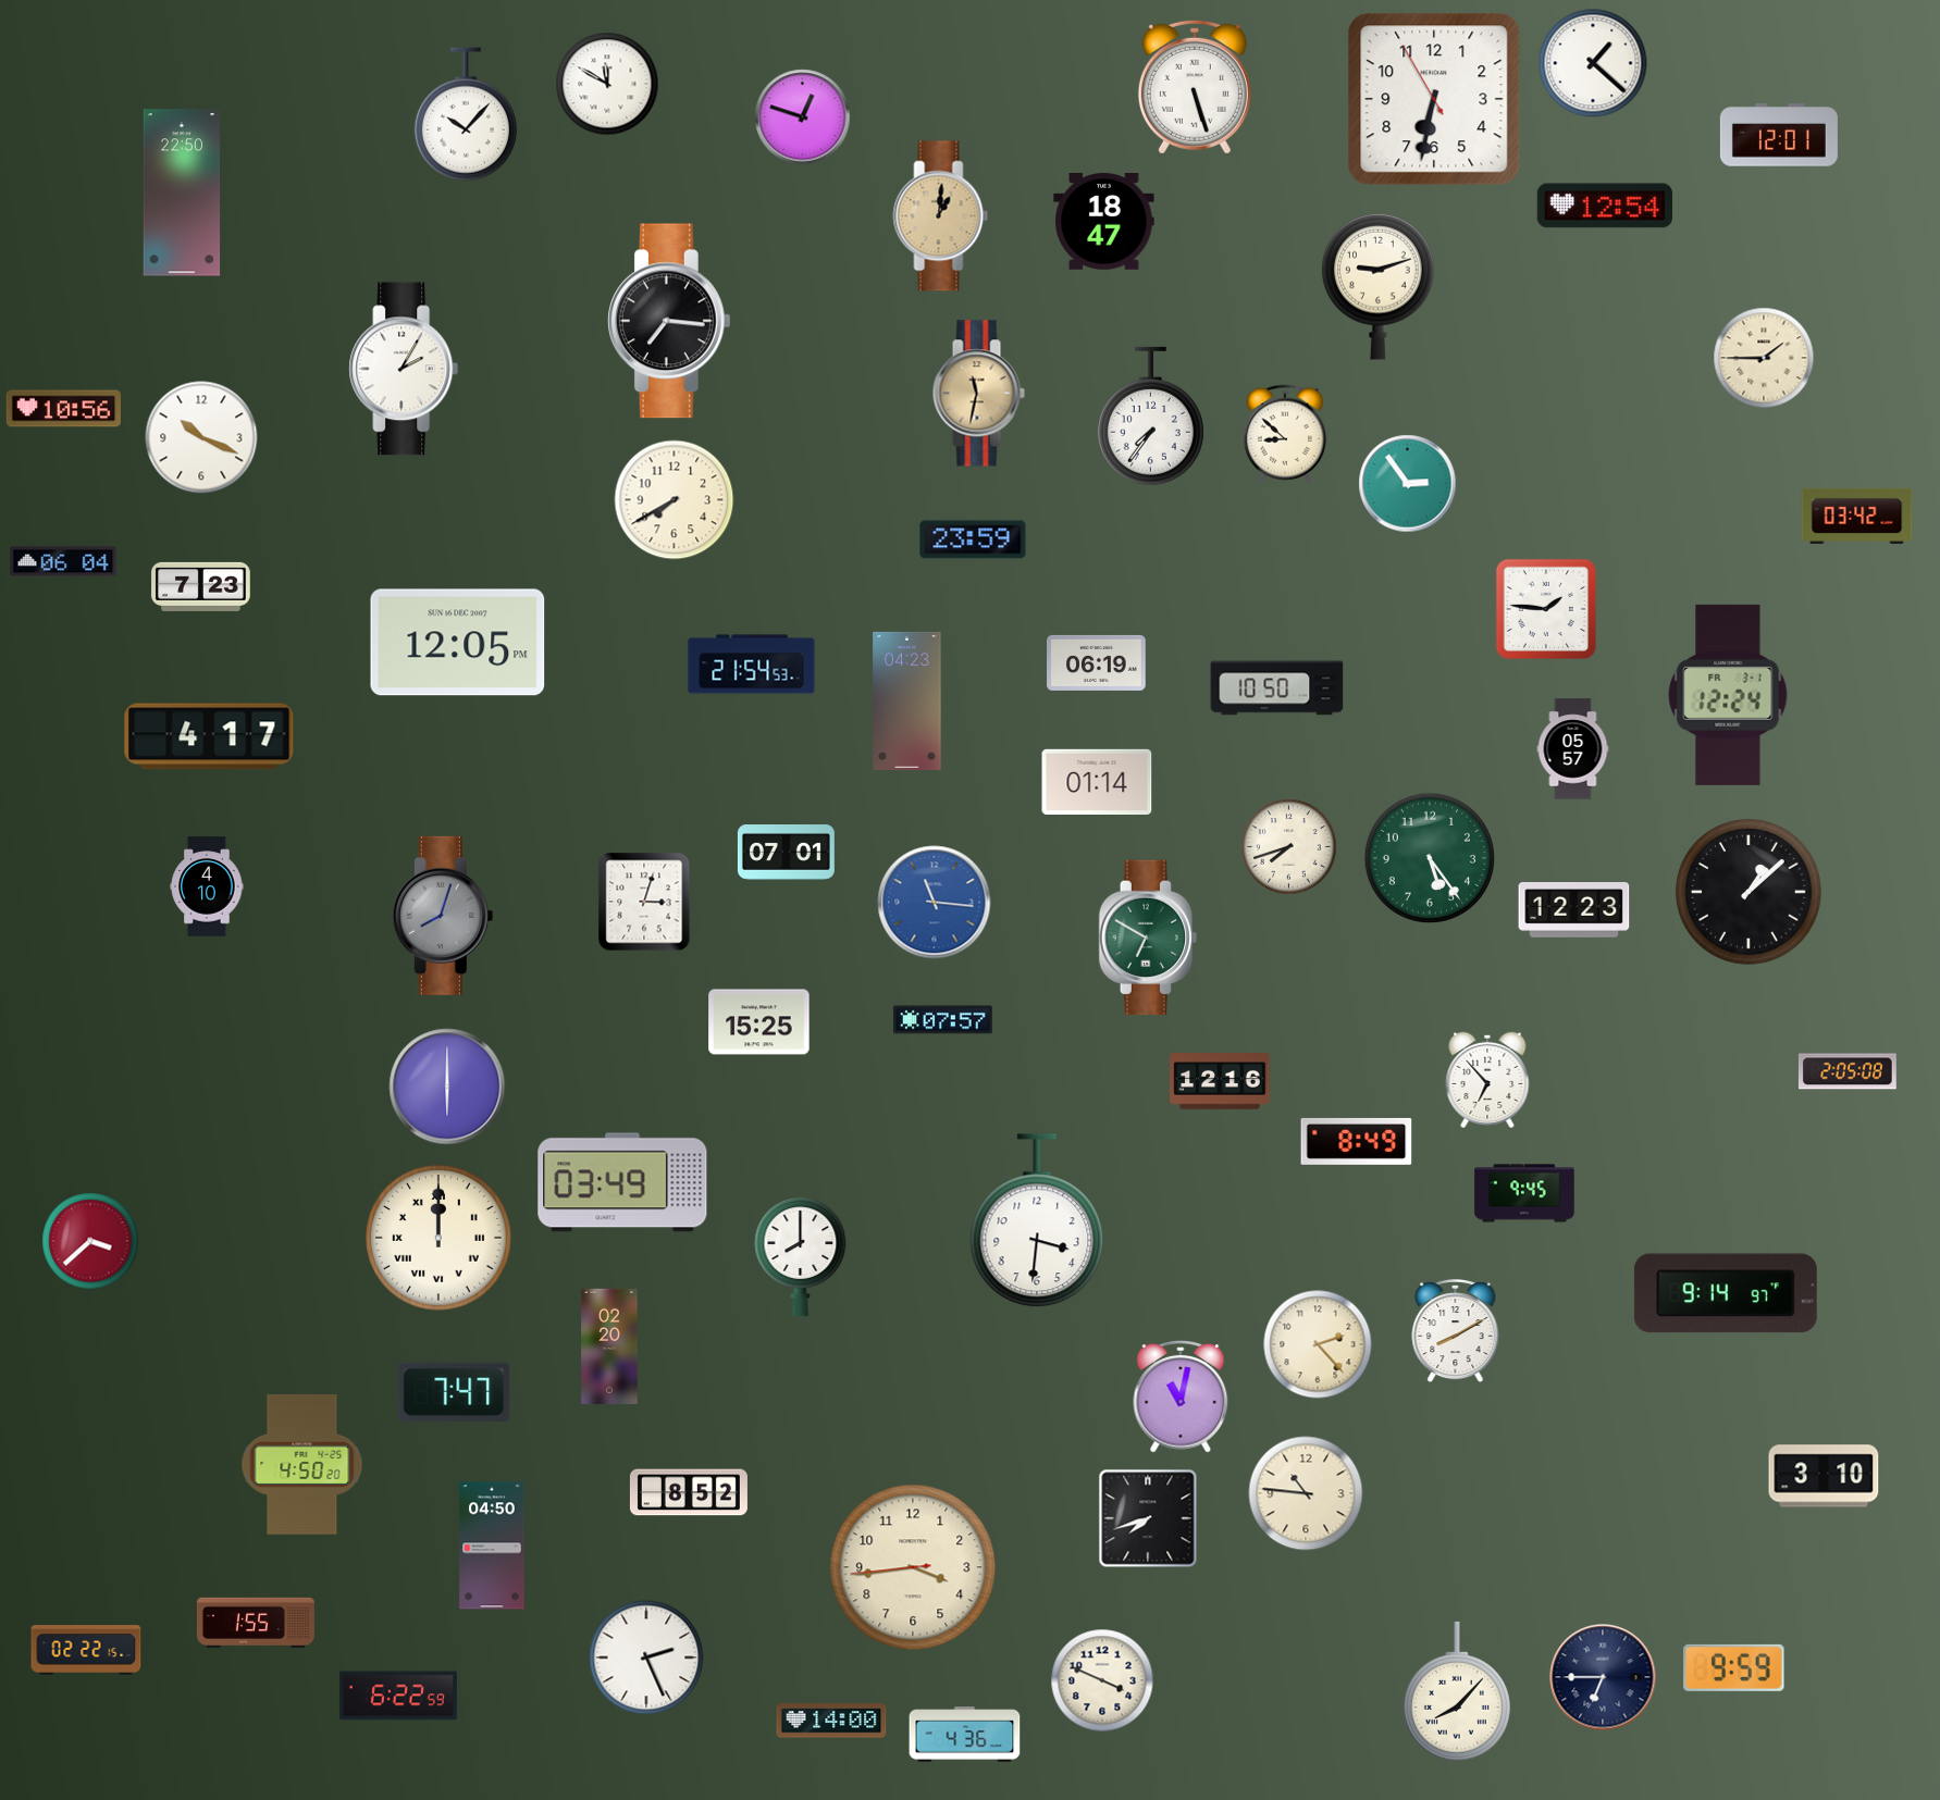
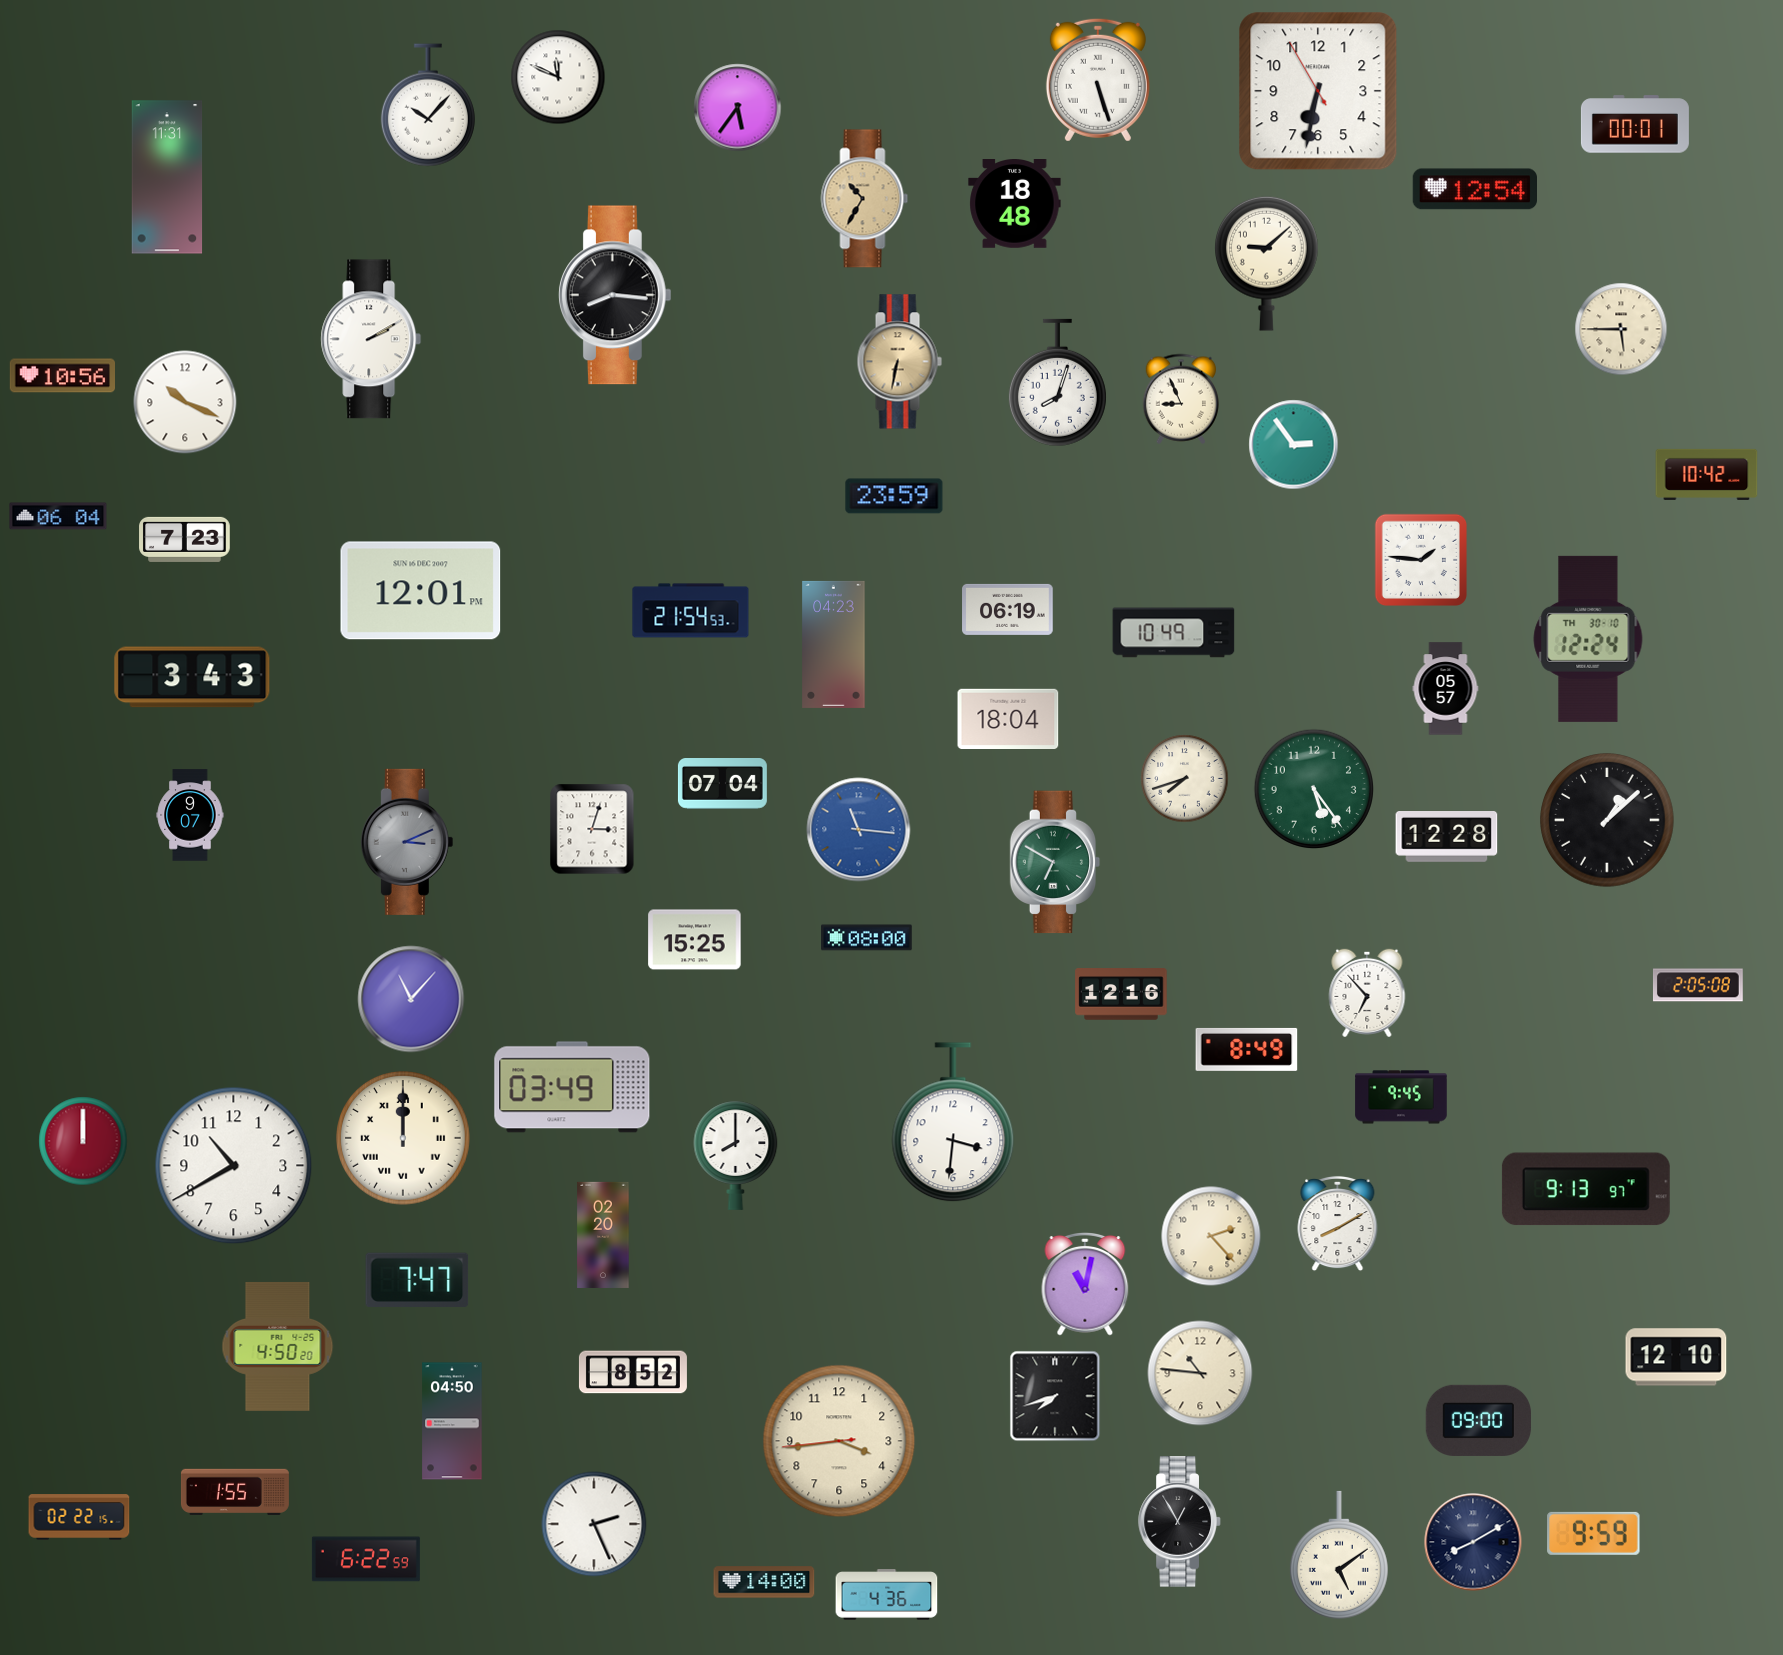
clock at (1593, 63): 1:22 -> none
clock at (607, 84): 11:50 -> 11:49
clock at (803, 117): 12:48 -> 5:36
clock at (1779, 135): 12:01 -> 00:01
clock at (182, 193): 22:50 -> 11:31
clock at (941, 216): 1:01 -> 10:35
clock at (1104, 222): 18:47 -> 18:48
clock at (1379, 286): 9:12 -> 9:08
clock at (669, 321): 7:16 -> 8:16
clock at (1764, 358): 1:45 -> 5:45
clock at (404, 369): 2:05 -> 2:10
clock at (978, 394): 11:32 -> 6:32
clock at (63, 409) position: (63, 409) -> (62, 376)
clock at (1150, 417): 7:36 -> 8:03
clock at (1285, 434): 8:52 -> 8:56
clock at (675, 500): 7:40 -> none
clock at (1857, 516): 03:42 -> 10:42
clock at (458, 643): 12:05 -> 12:01
clock at (1277, 688): 10:50 -> 10:49
clock at (1728, 695) date: FR 3-1 -> TH 30-10
clock at (209, 736): 4:17 -> 3:43
clock at (1097, 781): 01:14 -> 18:04
clock at (786, 853): 07:01 -> 07:04
clock at (207, 886): 4:10 -> 9:07
clock at (1574, 910): 12:23 -> 12:28
clock at (443, 916): 8:03 -> 3:11
clock at (943, 1020): 07:57 -> 08:00
clock at (759, 1022) position: (759, 1022) -> (695, 940)
clock at (447, 1087): 6:00 -> 11:07
clock at (90, 1241): 3:38 -> 12:00
clock at (234, 1166): none -> 10:40
clock at (1726, 1293): 9:14 -> 9:13
clock at (609, 1345) position: (609, 1345) -> (603, 1234)
clock at (1824, 1476): 3:10 -> 12:10
clock at (1478, 1420): none -> 09:00
clock at (1180, 1522): none -> 12:55
clock at (1603, 1677): 6:45 -> 8:10
clock at (1102, 1680): 3:49 -> none
clock at (1457, 1691): 8:07 -> 5:09
